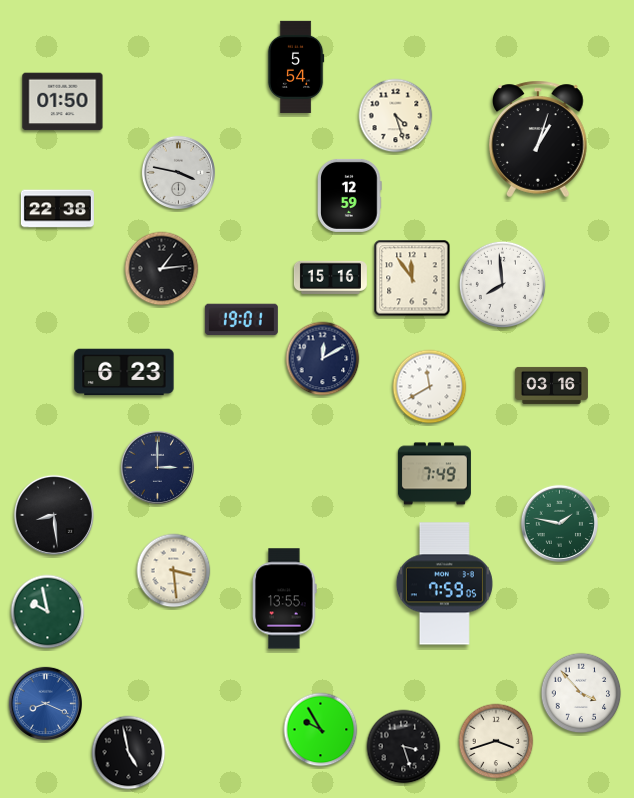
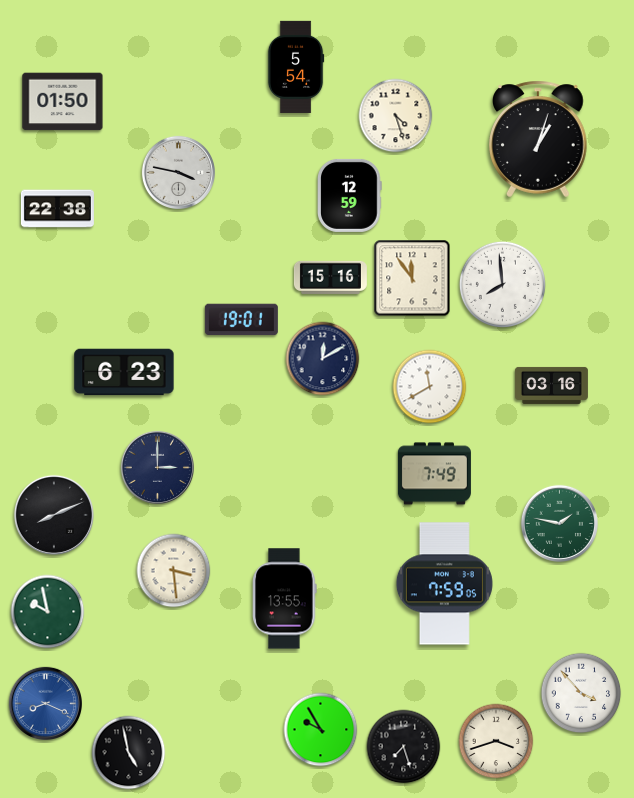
clock at (162, 269): 1:14 -> none
clock at (54, 515): 8:29 -> 8:11
clock at (404, 747): 3:27 -> 7:27
